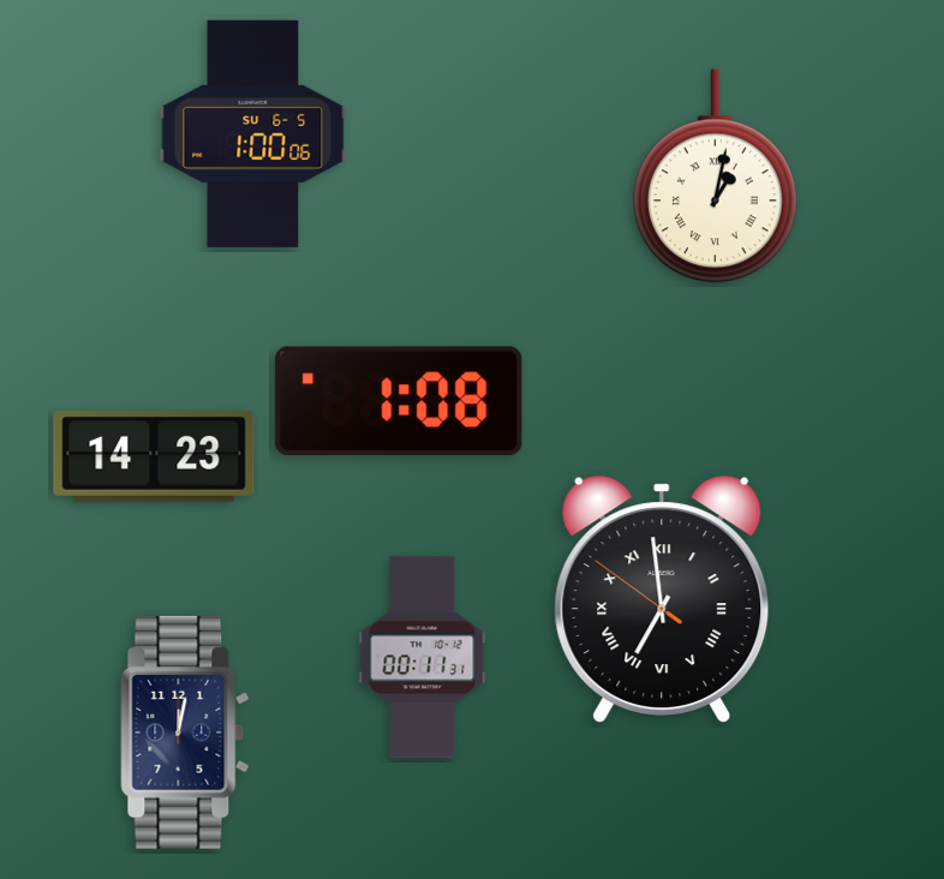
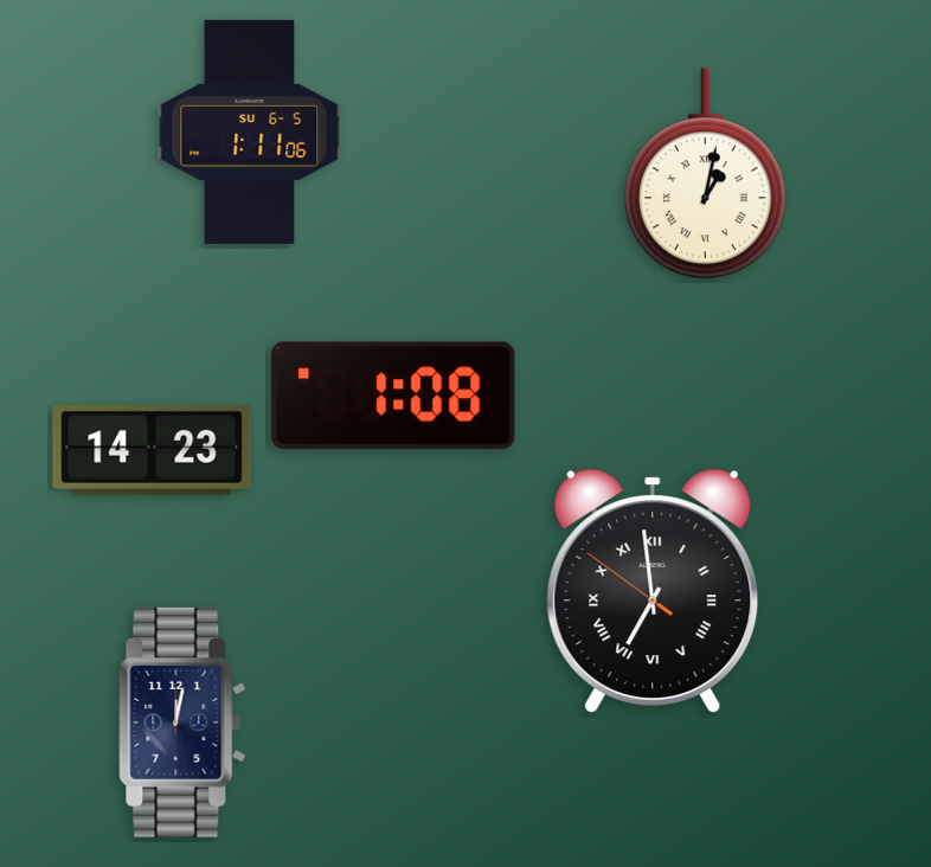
clock at (253, 133): 1:00 -> 1:11
clock at (423, 658): 00:11 -> none
